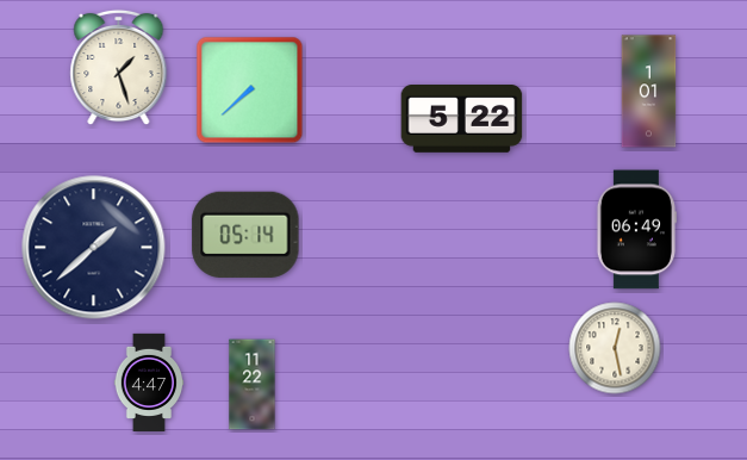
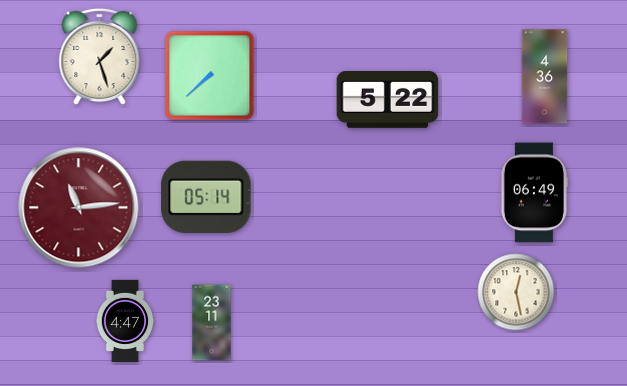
clock at (649, 92): 1:01 -> 4:36
clock at (94, 248): 1:38 -> 11:14
clock at (94, 248) dial: navy -> burgundy
clock at (253, 385): 11:22 -> 23:11
